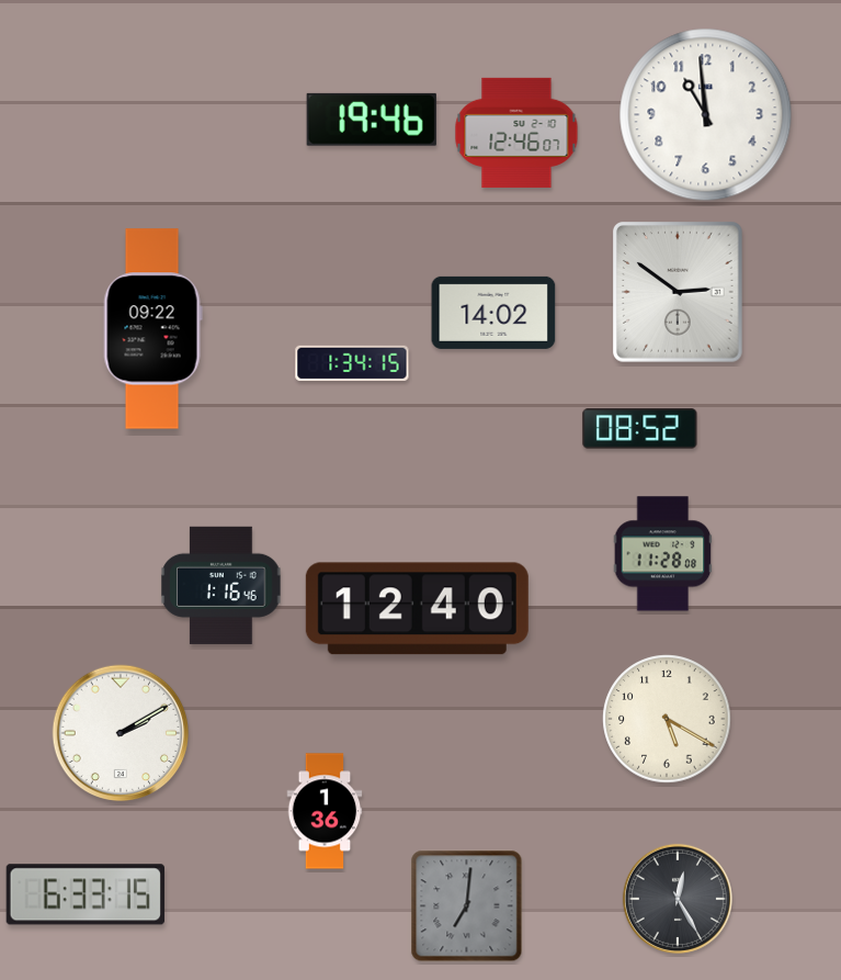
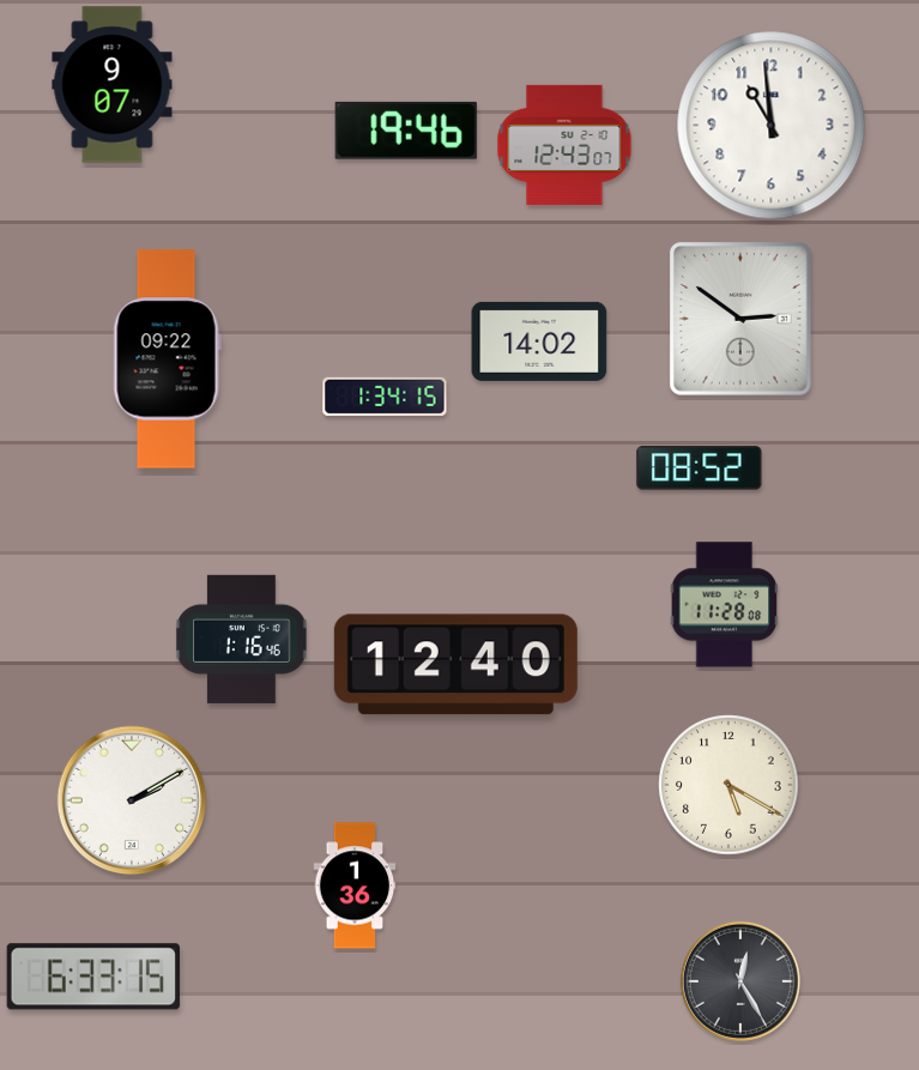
clock at (113, 85): none -> 9:07
clock at (516, 133): 12:46 -> 12:43
clock at (467, 906): 7:01 -> none
